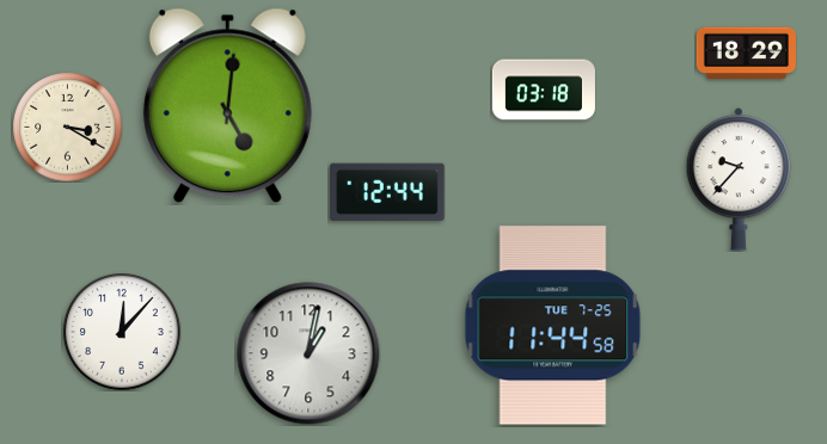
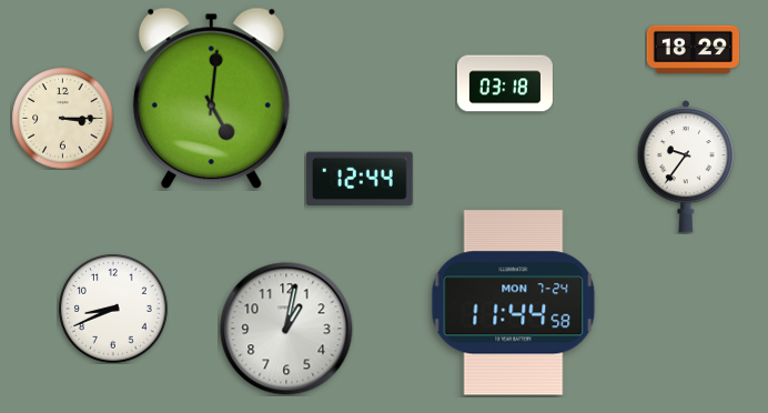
clock at (67, 127): 3:20 -> 3:15
clock at (739, 180): 9:37 -> 9:36
clock at (553, 326) date: TUE 7-25 -> MON 7-24
clock at (123, 333): 12:07 -> 8:41
